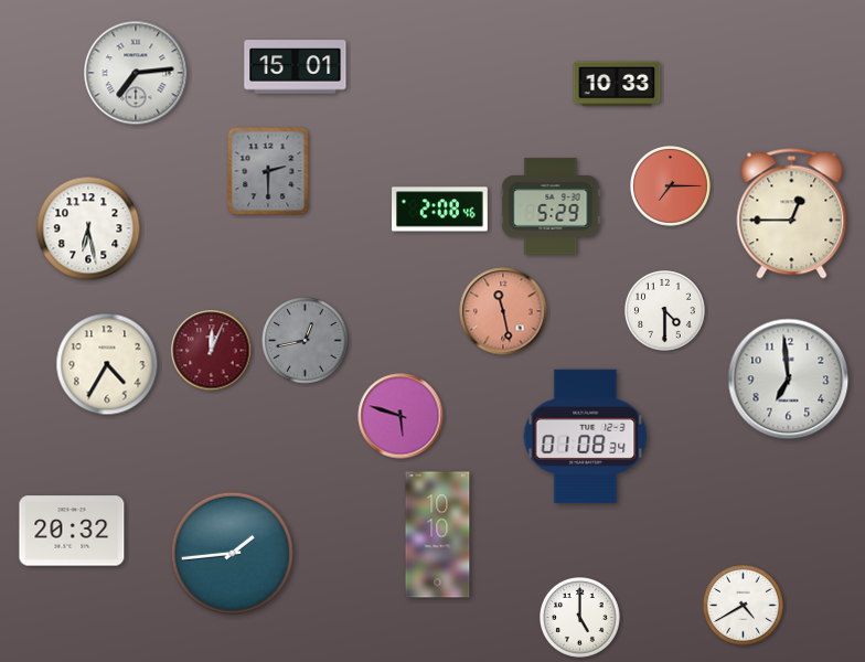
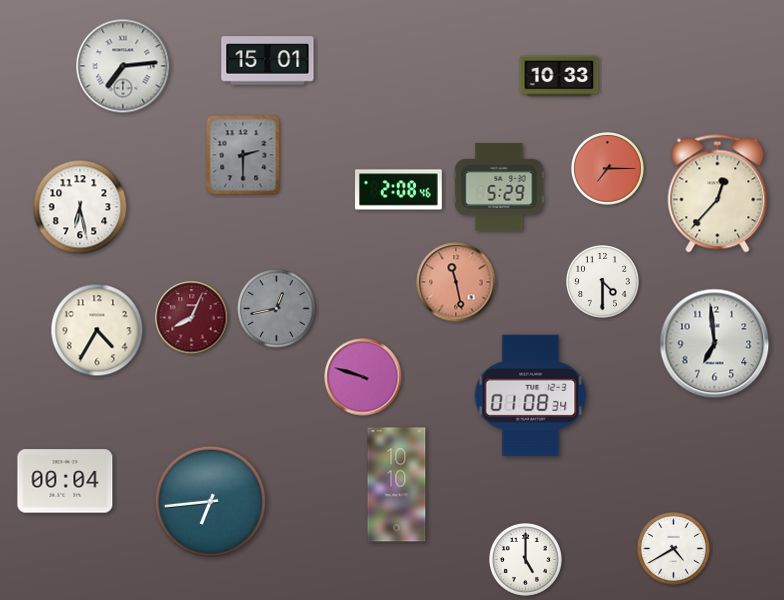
clock at (792, 214): 12:45 -> 12:37
clock at (212, 351): 12:04 -> 8:04
clock at (401, 416): 5:48 -> 9:48
clock at (72, 531): 20:32 -> 00:04
clock at (232, 553): 1:44 -> 6:44
